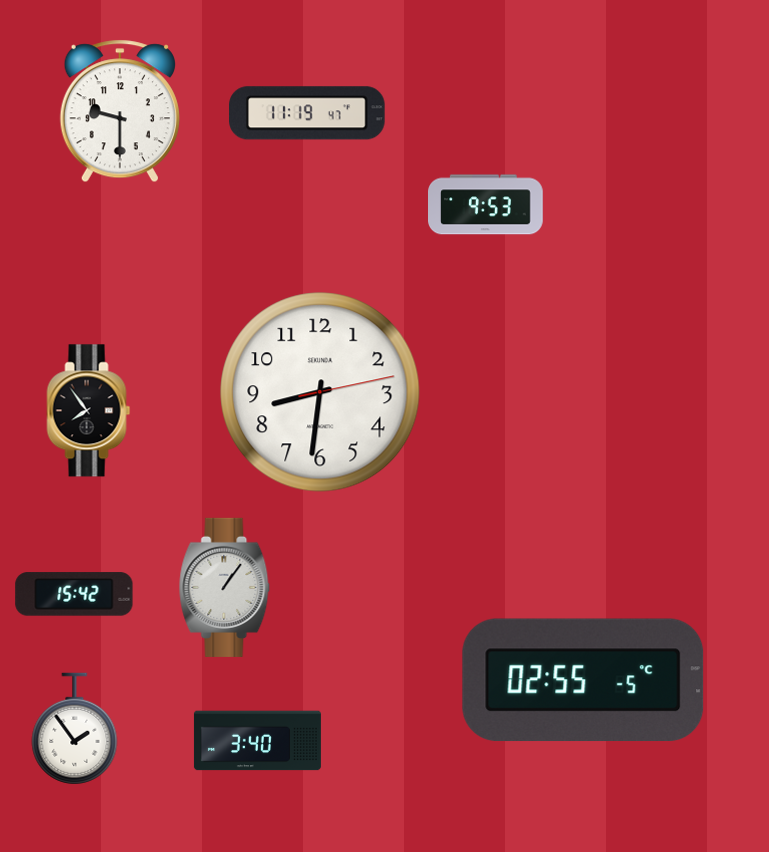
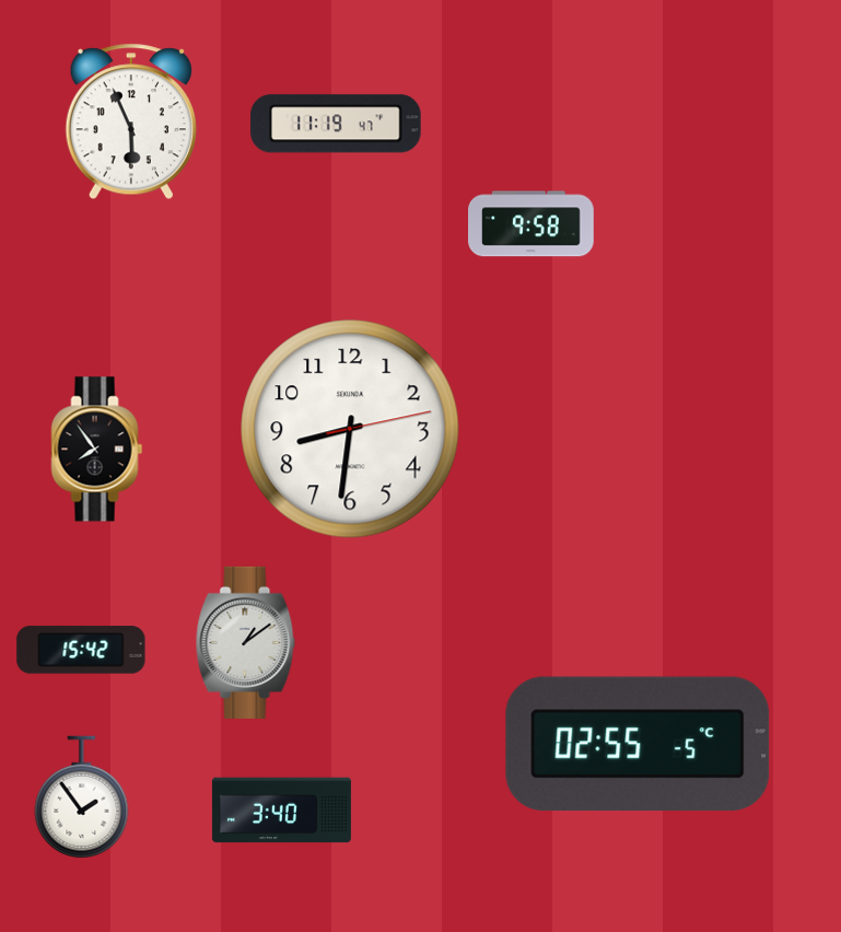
clock at (120, 111): 9:30 -> 5:56
clock at (486, 205): 9:53 -> 9:58
clock at (225, 587): 1:06 -> 1:09
